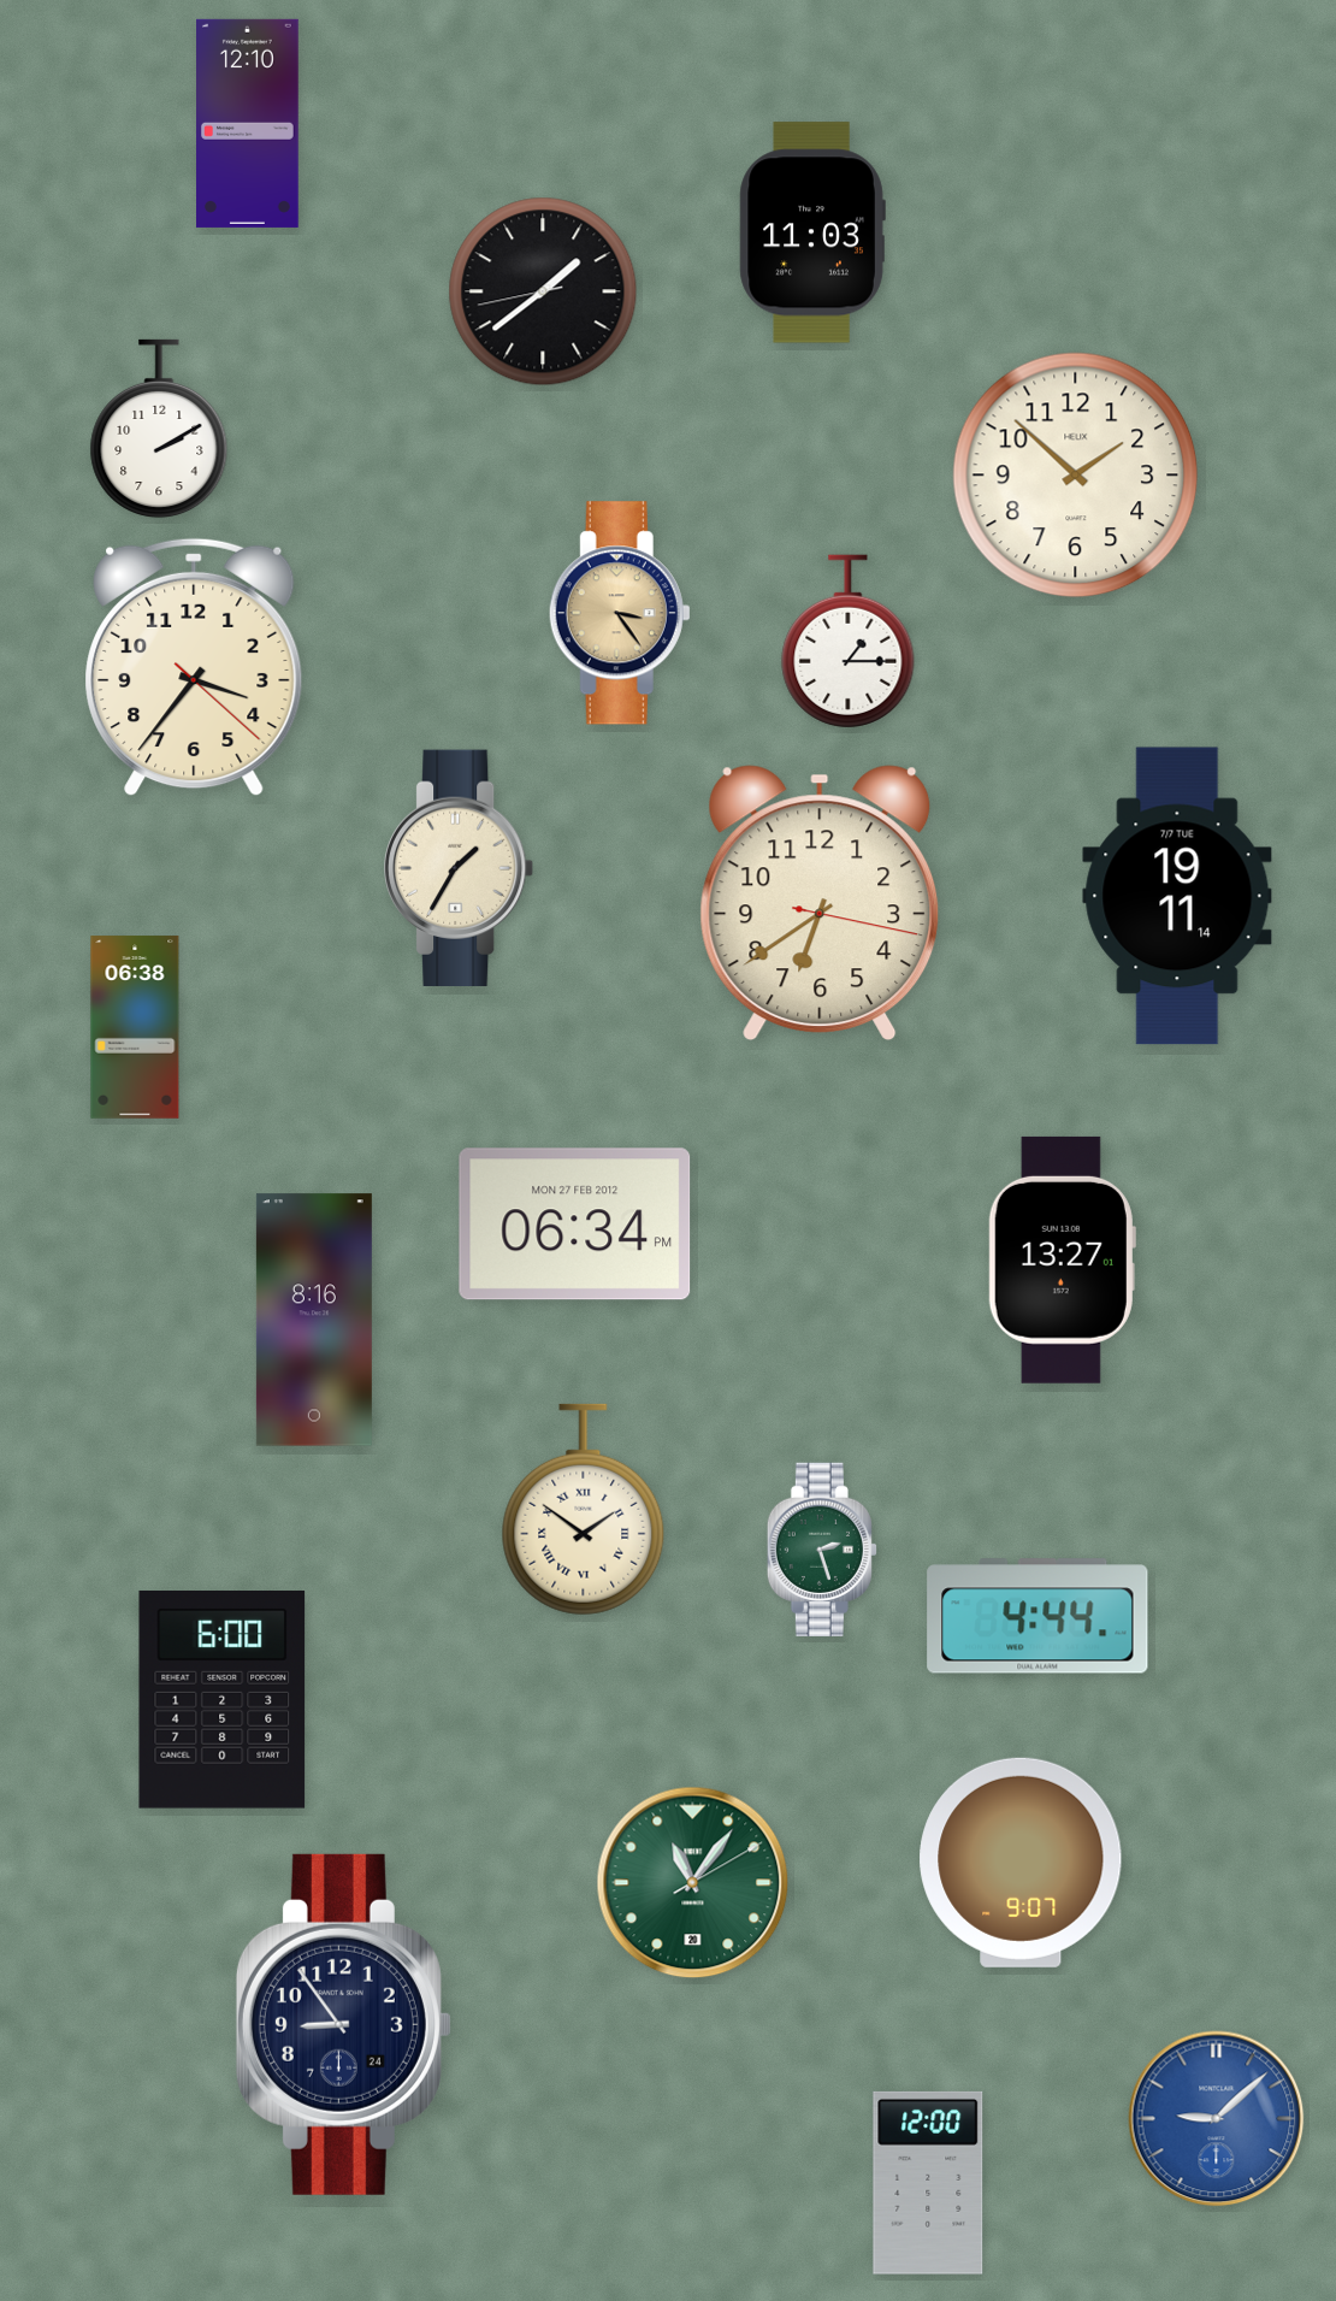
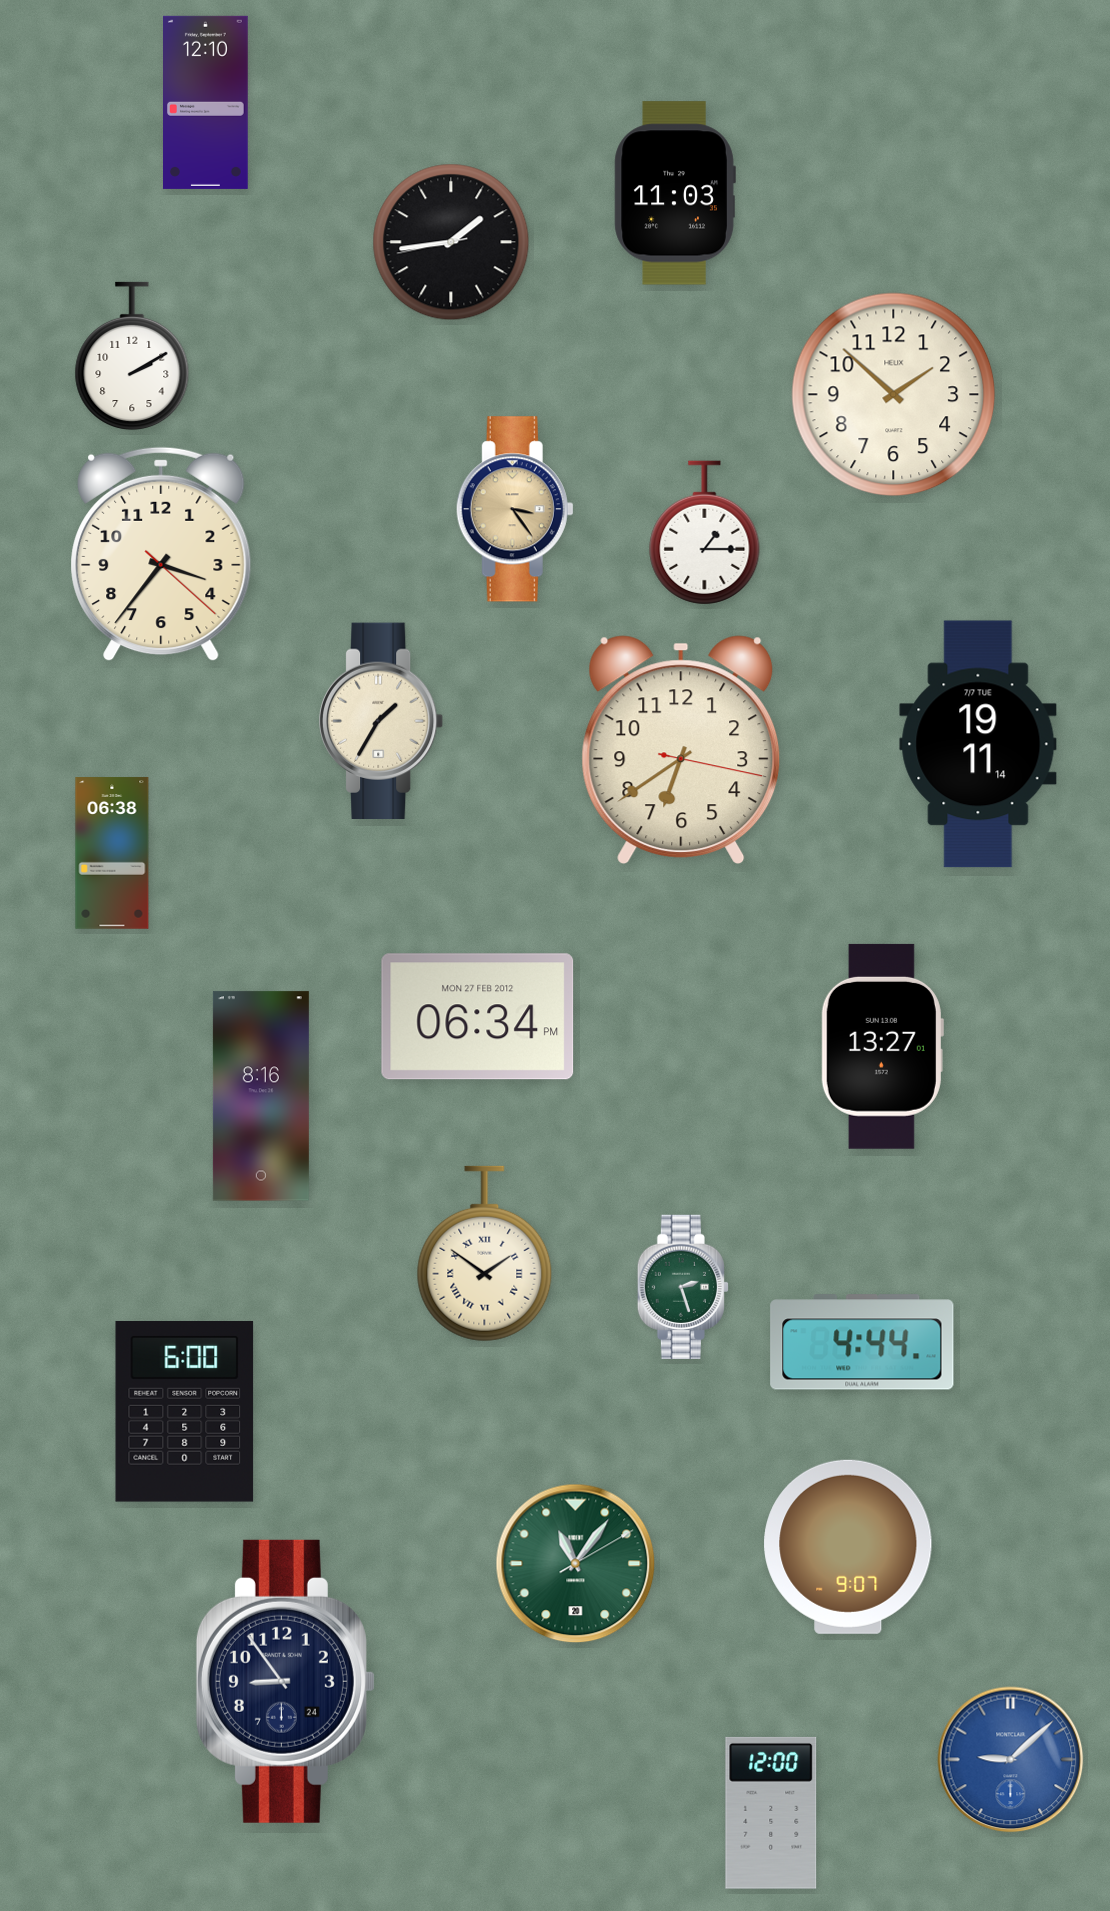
clock at (543, 291): 1:38 -> 1:43
